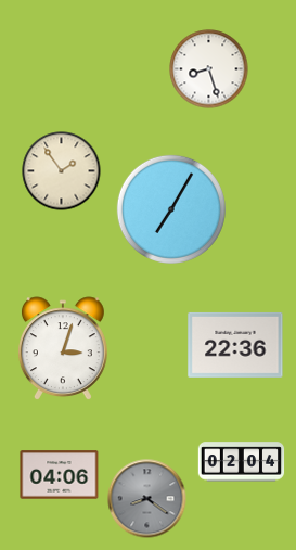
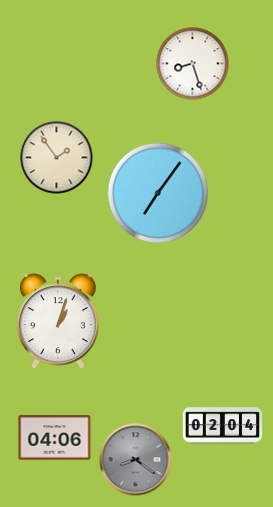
clock at (171, 209): 7:05 -> 7:06
clock at (235, 345): 22:36 -> none
clock at (63, 349): 3:03 -> 1:03
